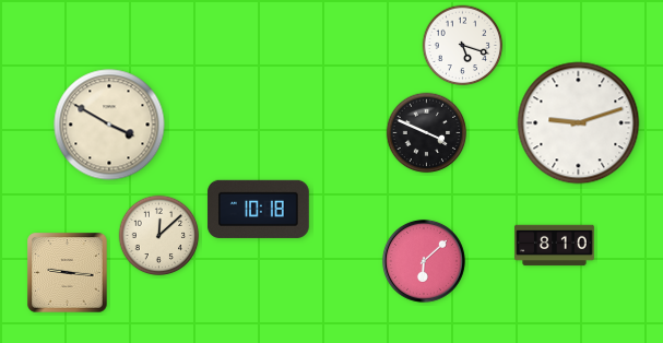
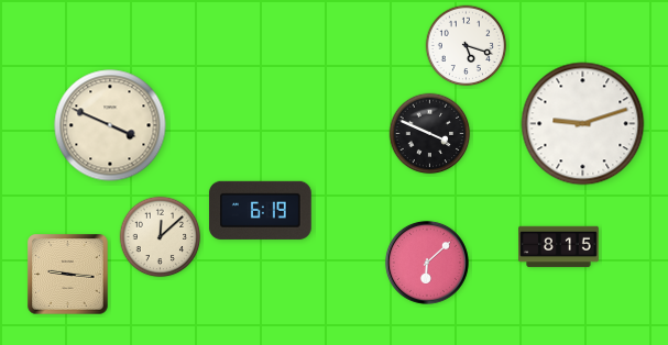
clock at (109, 125): 3:50 -> 3:49
clock at (258, 209): 10:18 -> 6:19
clock at (555, 246): 8:10 -> 8:15
